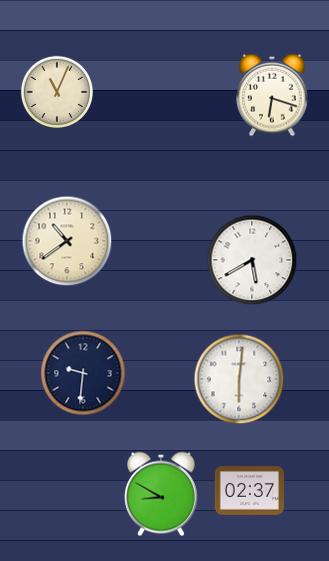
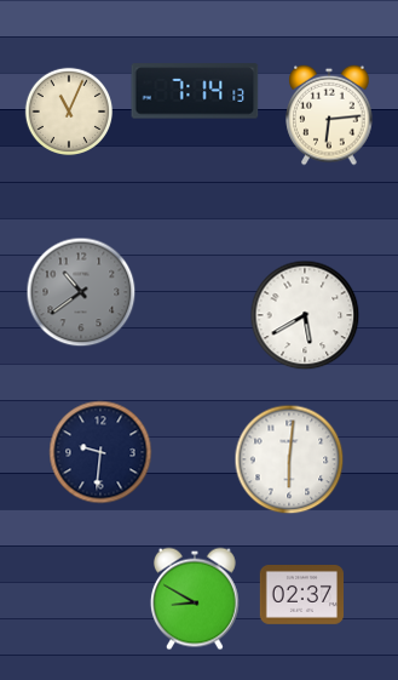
clock at (195, 91): none -> 7:14
clock at (272, 95): 6:18 -> 6:14
clock at (67, 241) dial: cream -> grey
